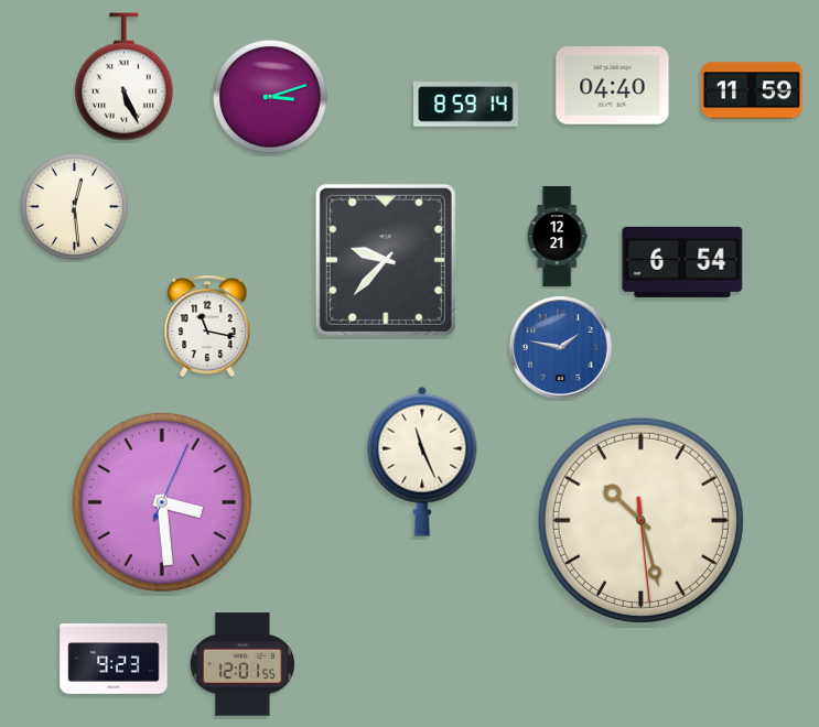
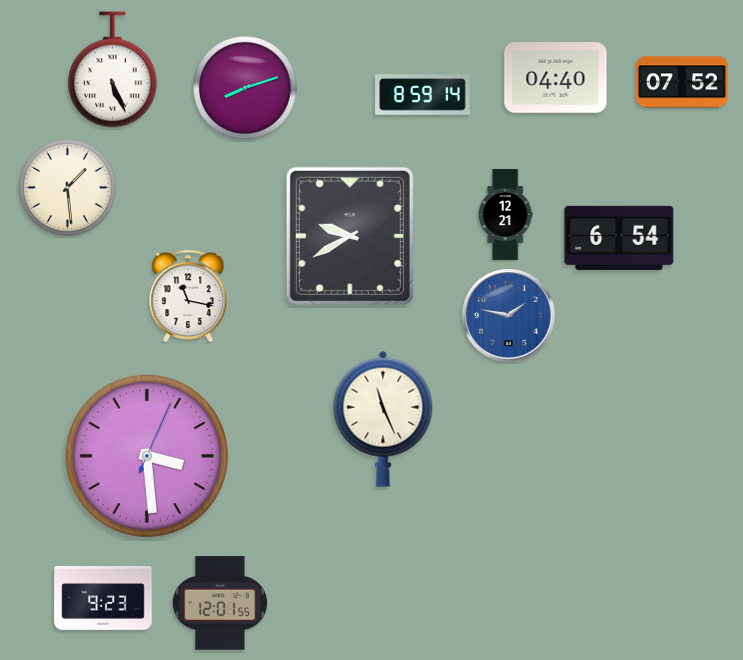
clock at (752, 90): 11:59 -> 07:52
clock at (270, 97): 3:12 -> 8:12
clock at (75, 207): 12:29 -> 1:29
clock at (386, 260): 9:37 -> 9:40
clock at (640, 520): 10:27 -> none
